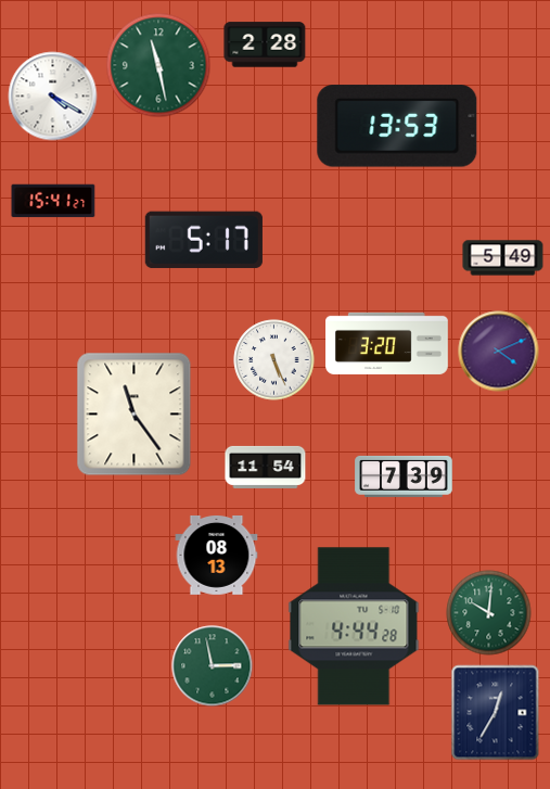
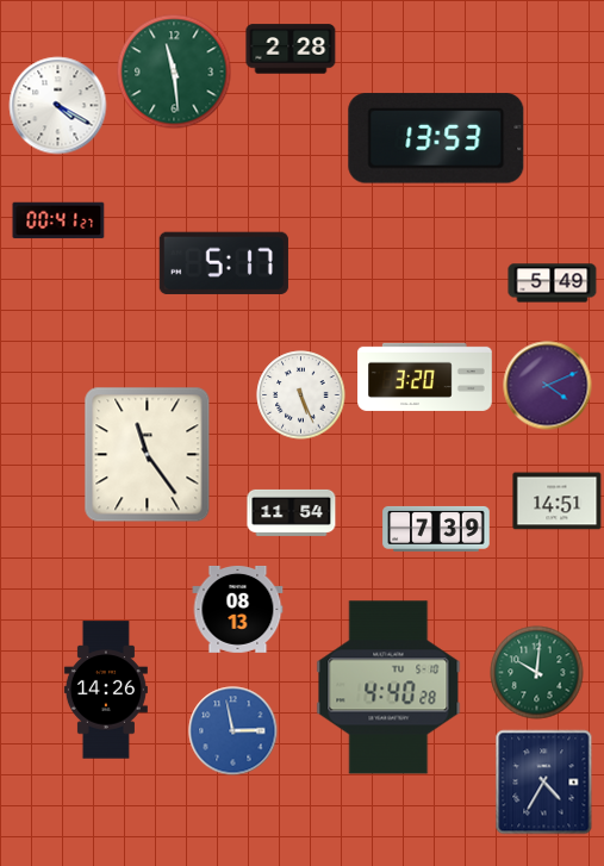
clock at (158, 65): 11:28 -> 11:29
clock at (53, 201): 15:41 -> 00:41
clock at (558, 501): none -> 14:51
clock at (404, 476) position: (404, 476) -> (436, 529)
clock at (354, 626): 4:44 -> 4:40
clock at (106, 690): none -> 14:26
clock at (213, 666) dial: green -> blue
clock at (496, 713): 12:35 -> 4:35
